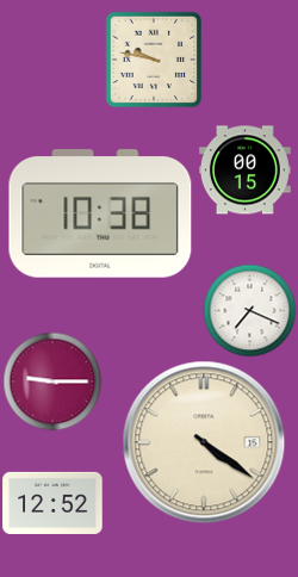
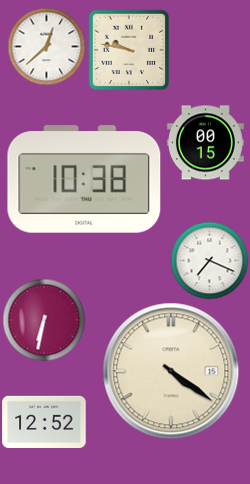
clock at (46, 46): none -> 12:38
clock at (52, 381): 9:15 -> 6:32
